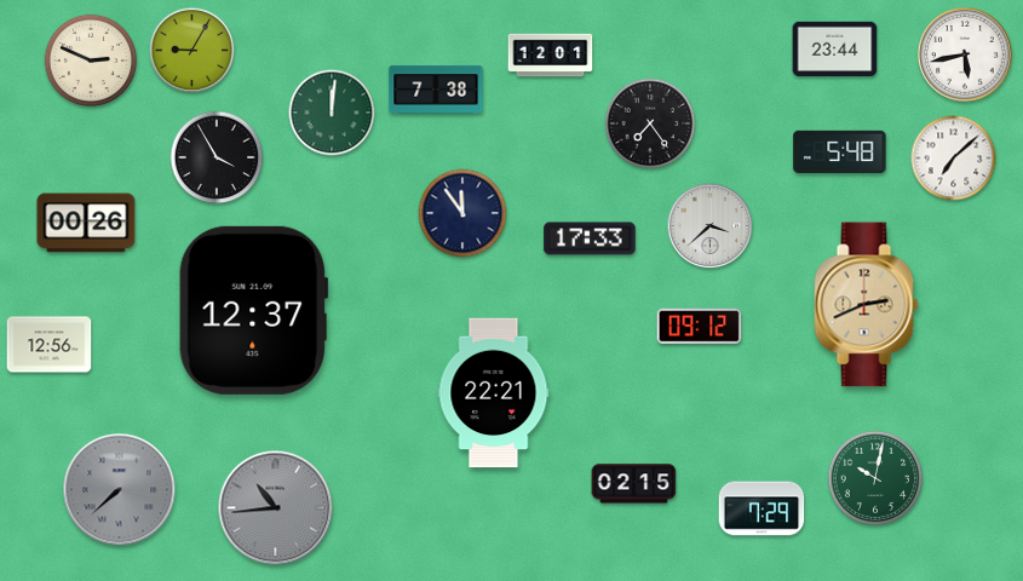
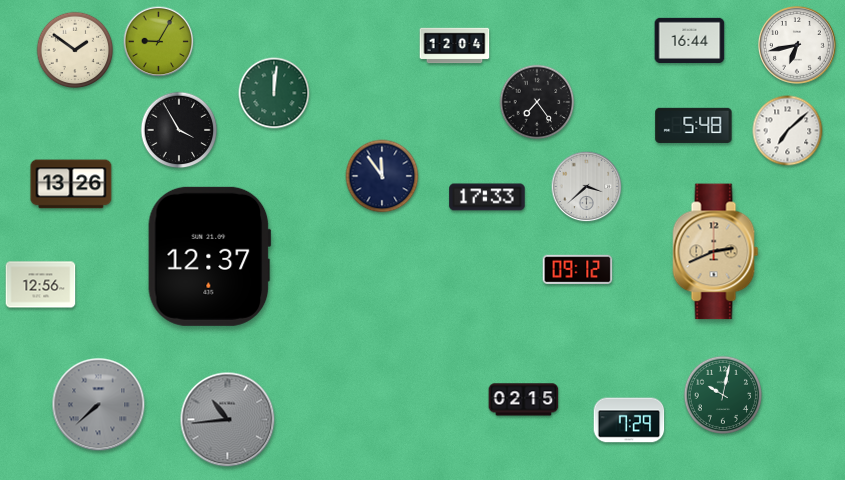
clock at (835, 48): 23:44 -> 16:44
clock at (965, 54): 5:43 -> 6:43
clock at (551, 56): 12:01 -> 12:04
clock at (91, 61): 2:49 -> 1:51
clock at (436, 90): 7:38 -> none
clock at (86, 223): 00:26 -> 13:26
clock at (494, 393): 22:21 -> none
